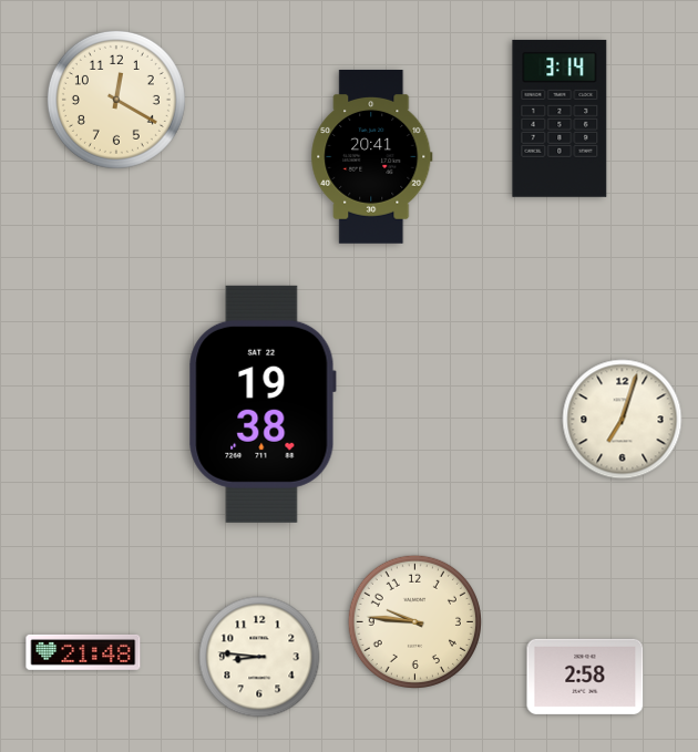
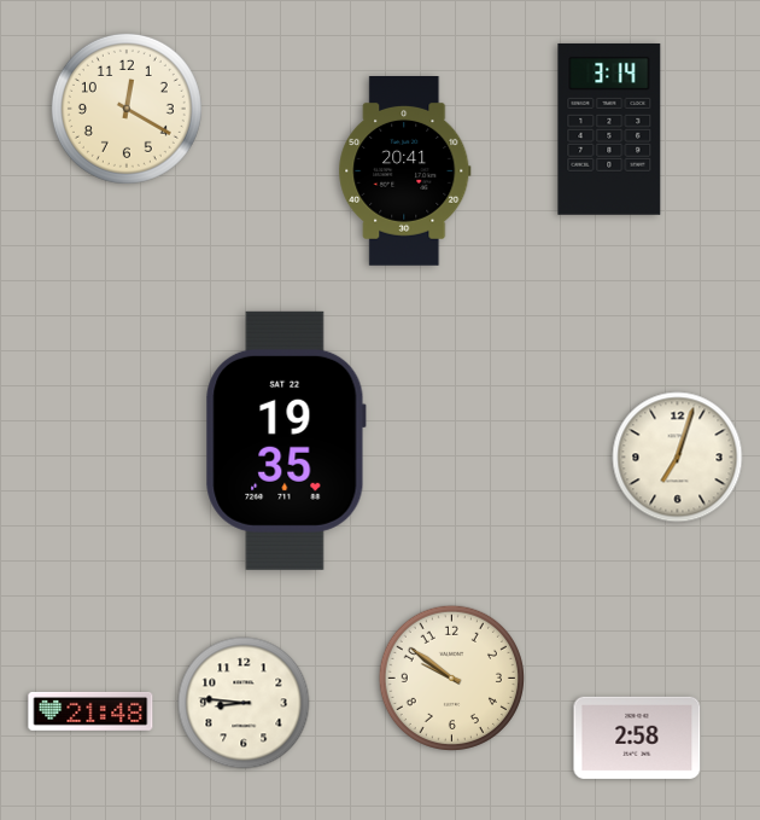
clock at (263, 404): 19:38 -> 19:35
clock at (414, 621): 9:46 -> 9:51
clock at (259, 657) position: (259, 657) -> (244, 703)
